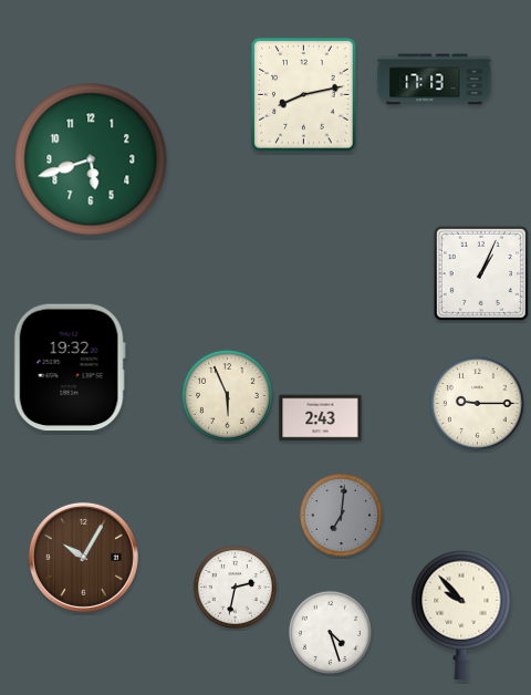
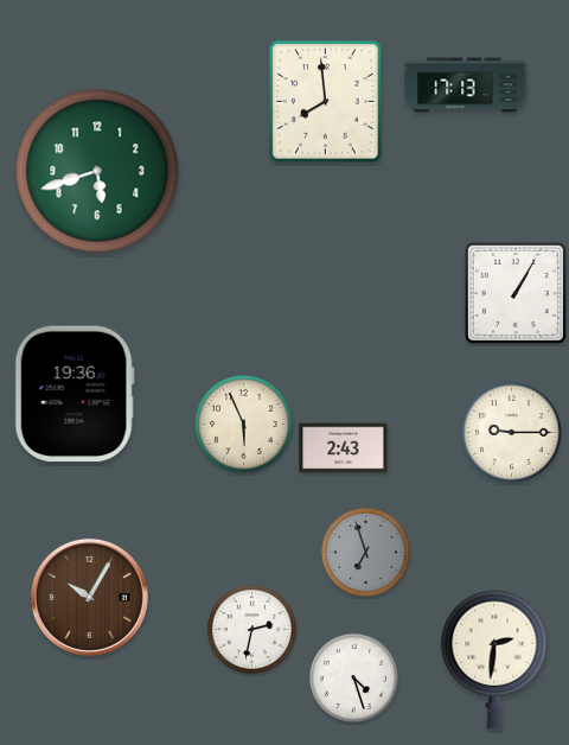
clock at (304, 95): 8:13 -> 7:59
clock at (481, 273): 1:04 -> 1:05
clock at (70, 367): 19:32 -> 19:36
clock at (341, 515): 7:01 -> 6:57
clock at (461, 614): 9:53 -> 2:31
